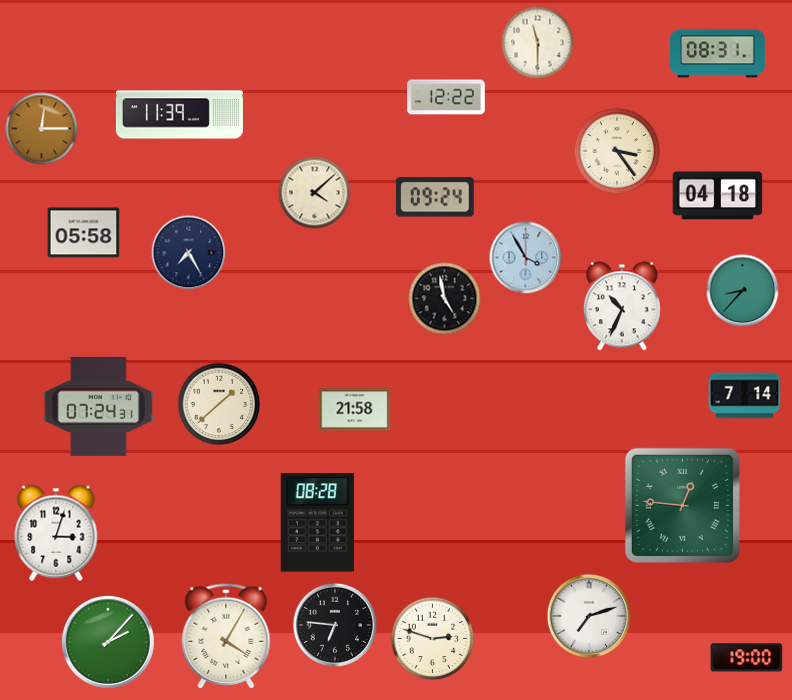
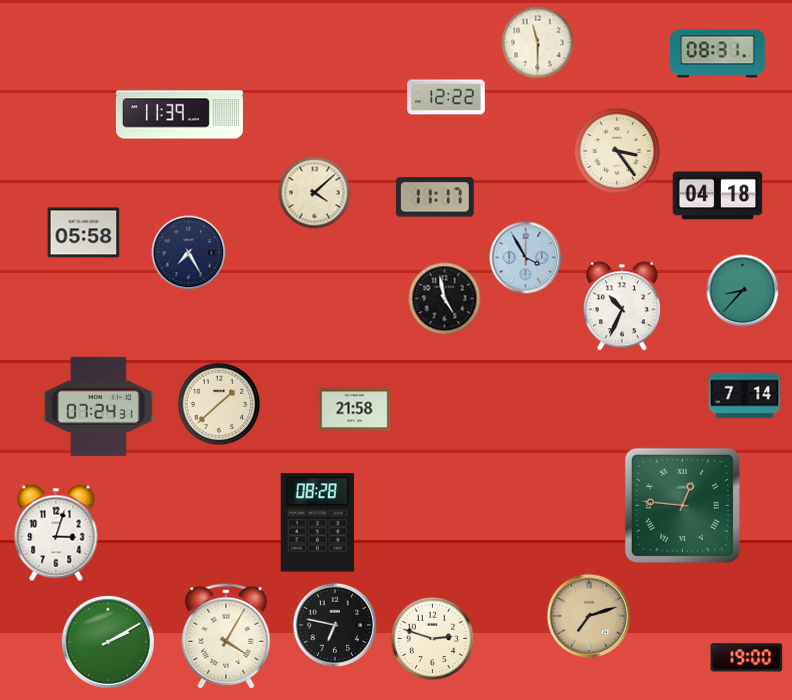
clock at (42, 129): 12:15 -> none
clock at (435, 197): 09:24 -> 11:17
clock at (589, 616) dial: white -> champagne
clock at (335, 625): 6:46 -> 6:47
clock at (108, 642): 2:07 -> 2:10
